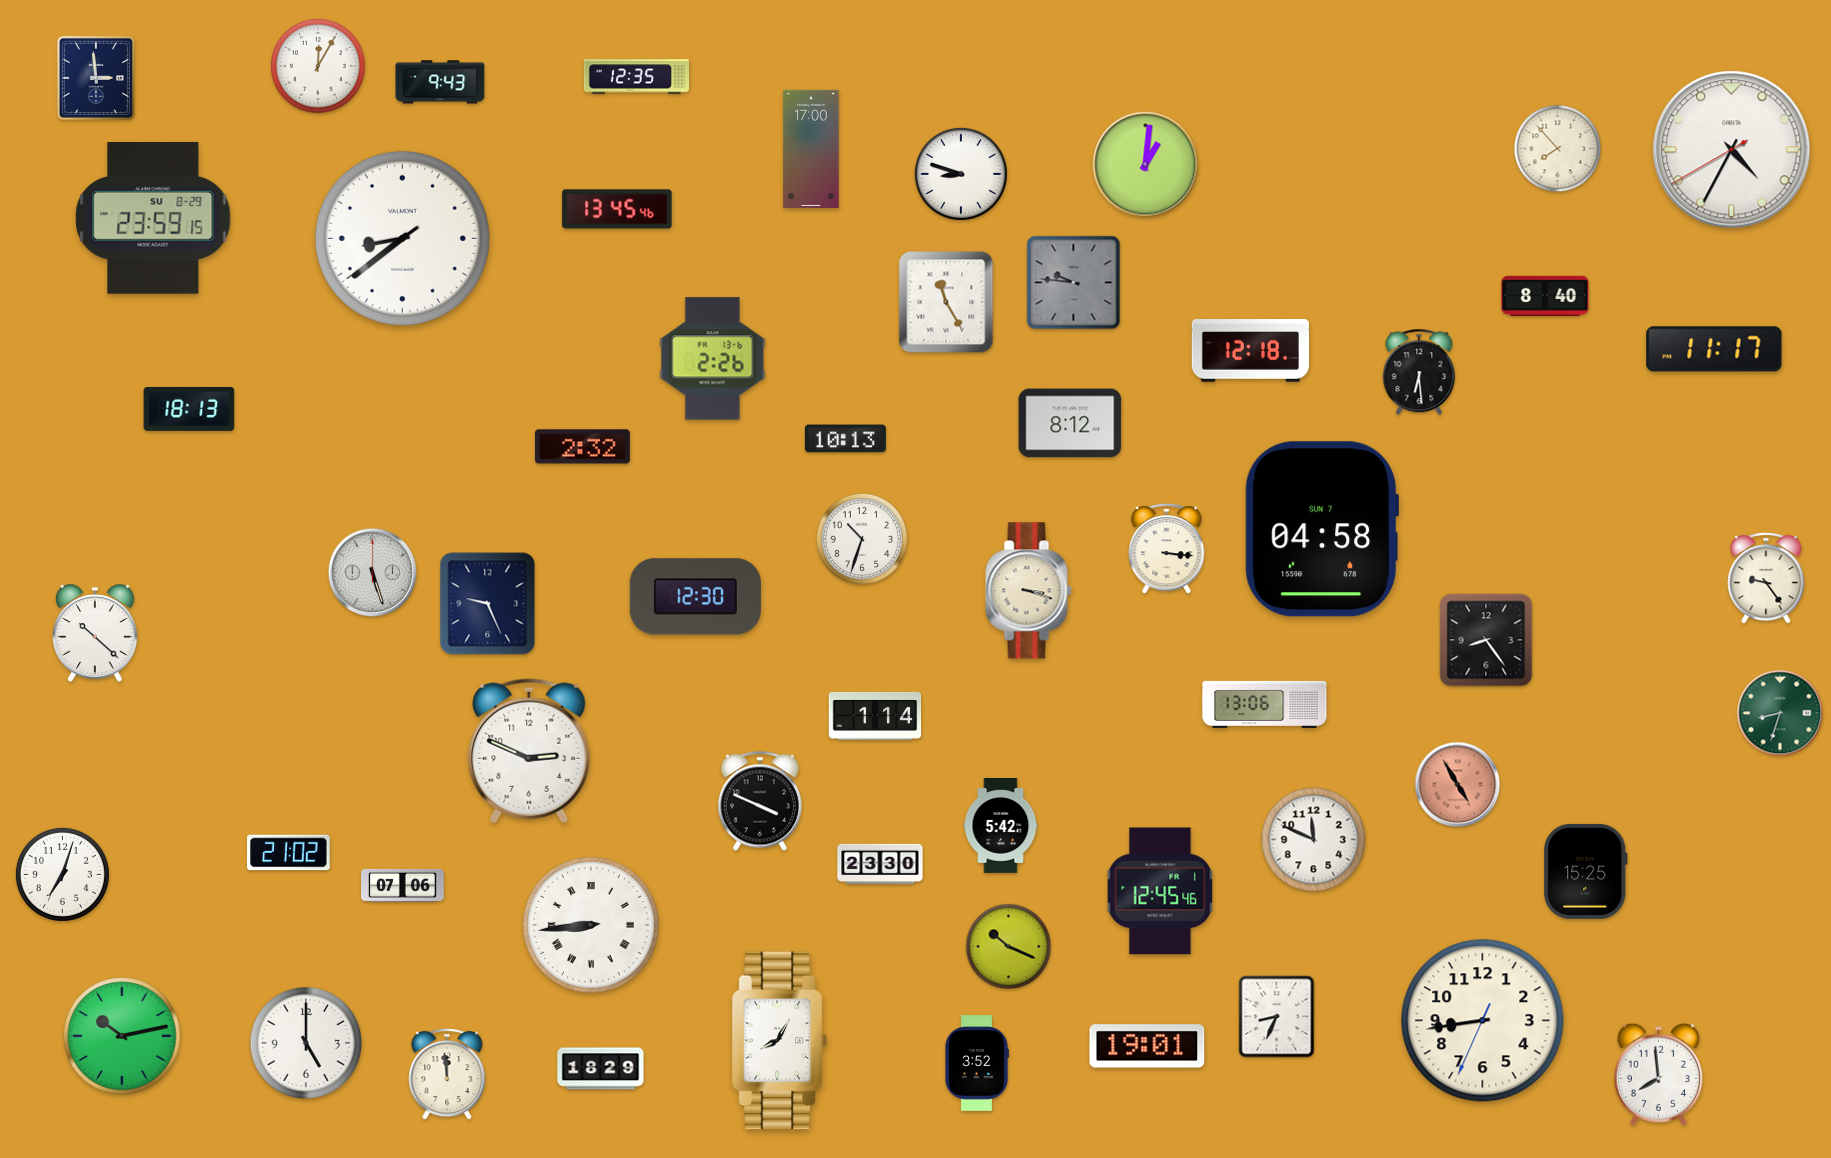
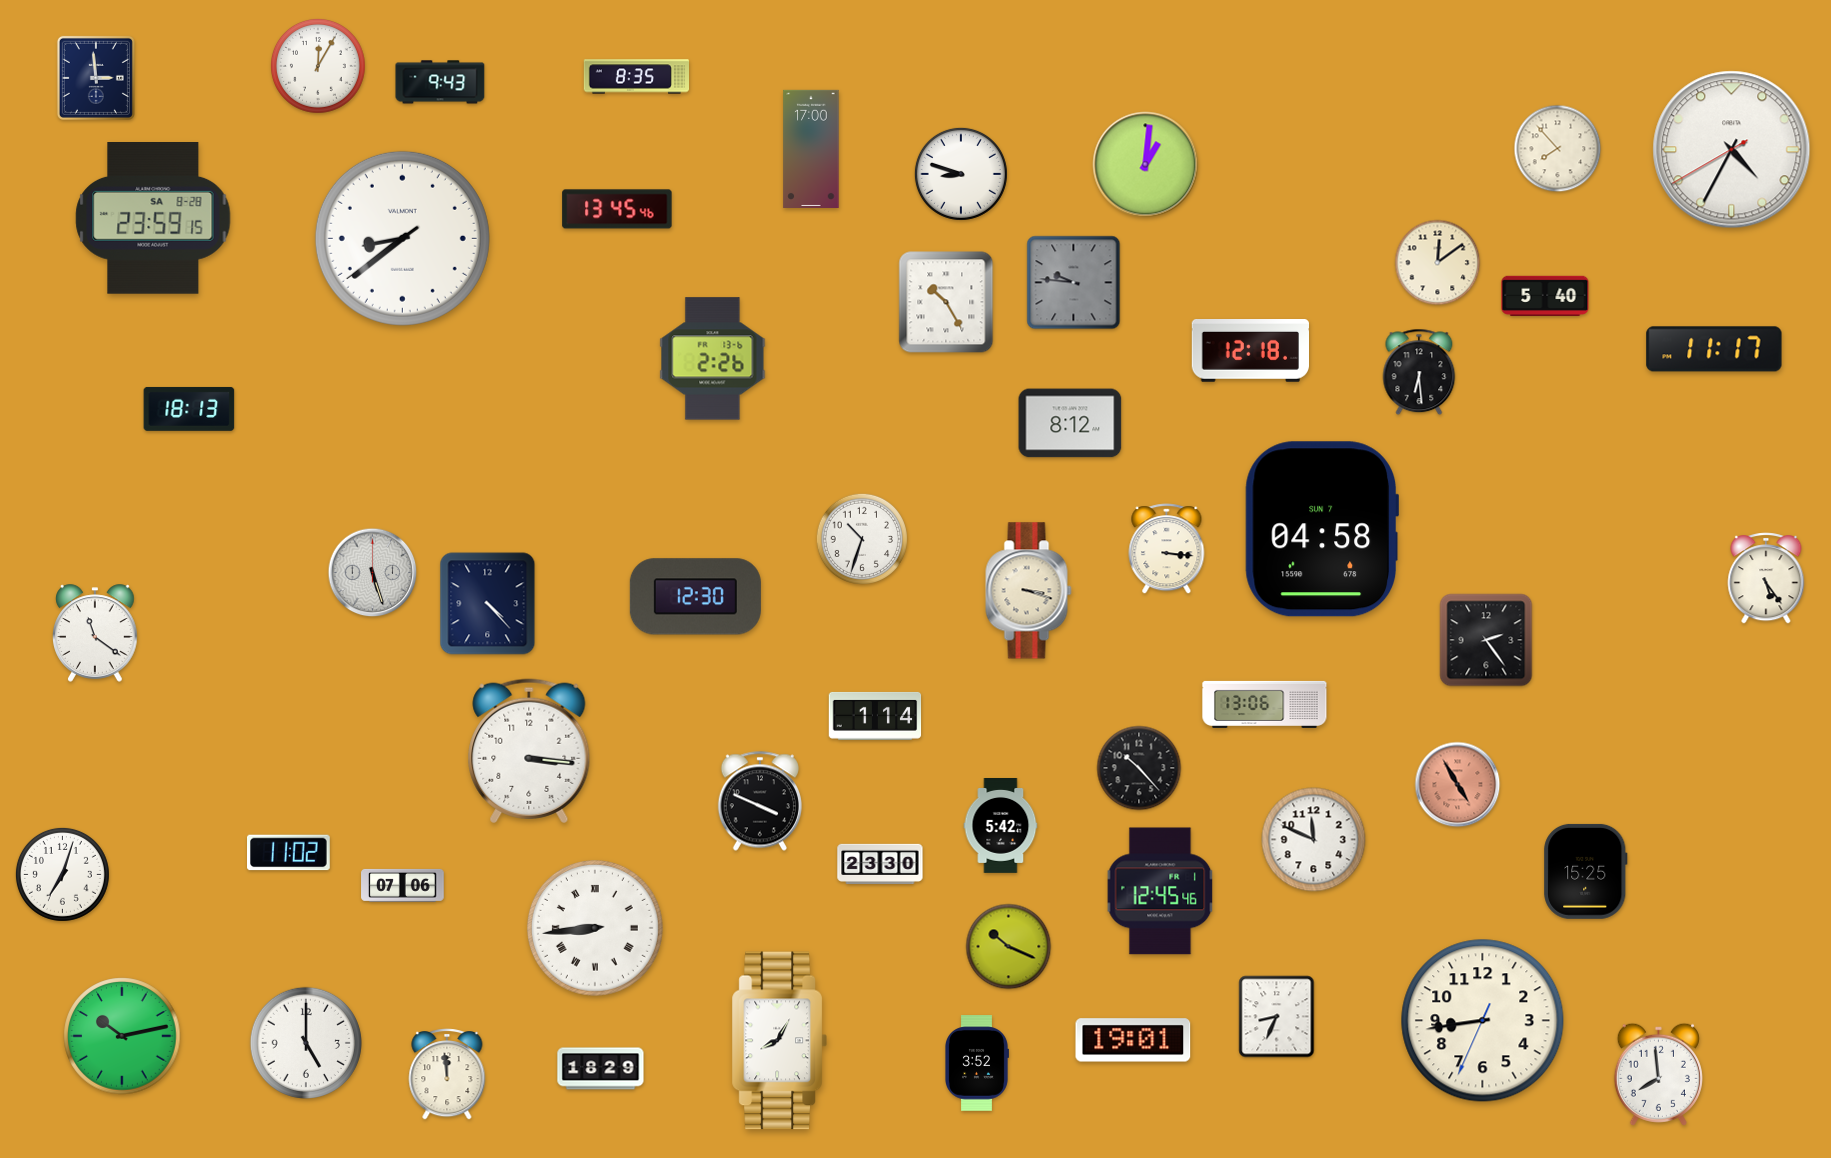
clock at (636, 77): 12:35 -> 8:35
clock at (153, 219) date: SU 8-29 -> SA 8-28
clock at (1438, 263): none -> 12:09
clock at (1545, 295): 8:40 -> 5:40
clock at (946, 302): 11:25 -> 10:25
clock at (845, 439): 10:13 -> none
clock at (582, 447): 2:32 -> none
clock at (1766, 578): 9:24 -> 5:24
clock at (488, 604): 9:26 -> 4:23
clock at (95, 633): 10:22 -> 11:21
clock at (1486, 640): 8:24 -> 2:24
clock at (1780, 713): 8:33 -> none
clock at (529, 751): 2:49 -> 3:16
clock at (1139, 768): none -> 10:23
clock at (289, 853): 21:02 -> 11:02
clock at (591, 925) position: (591, 925) -> (595, 928)
clock at (1147, 1046) position: (1147, 1046) -> (1133, 1040)
